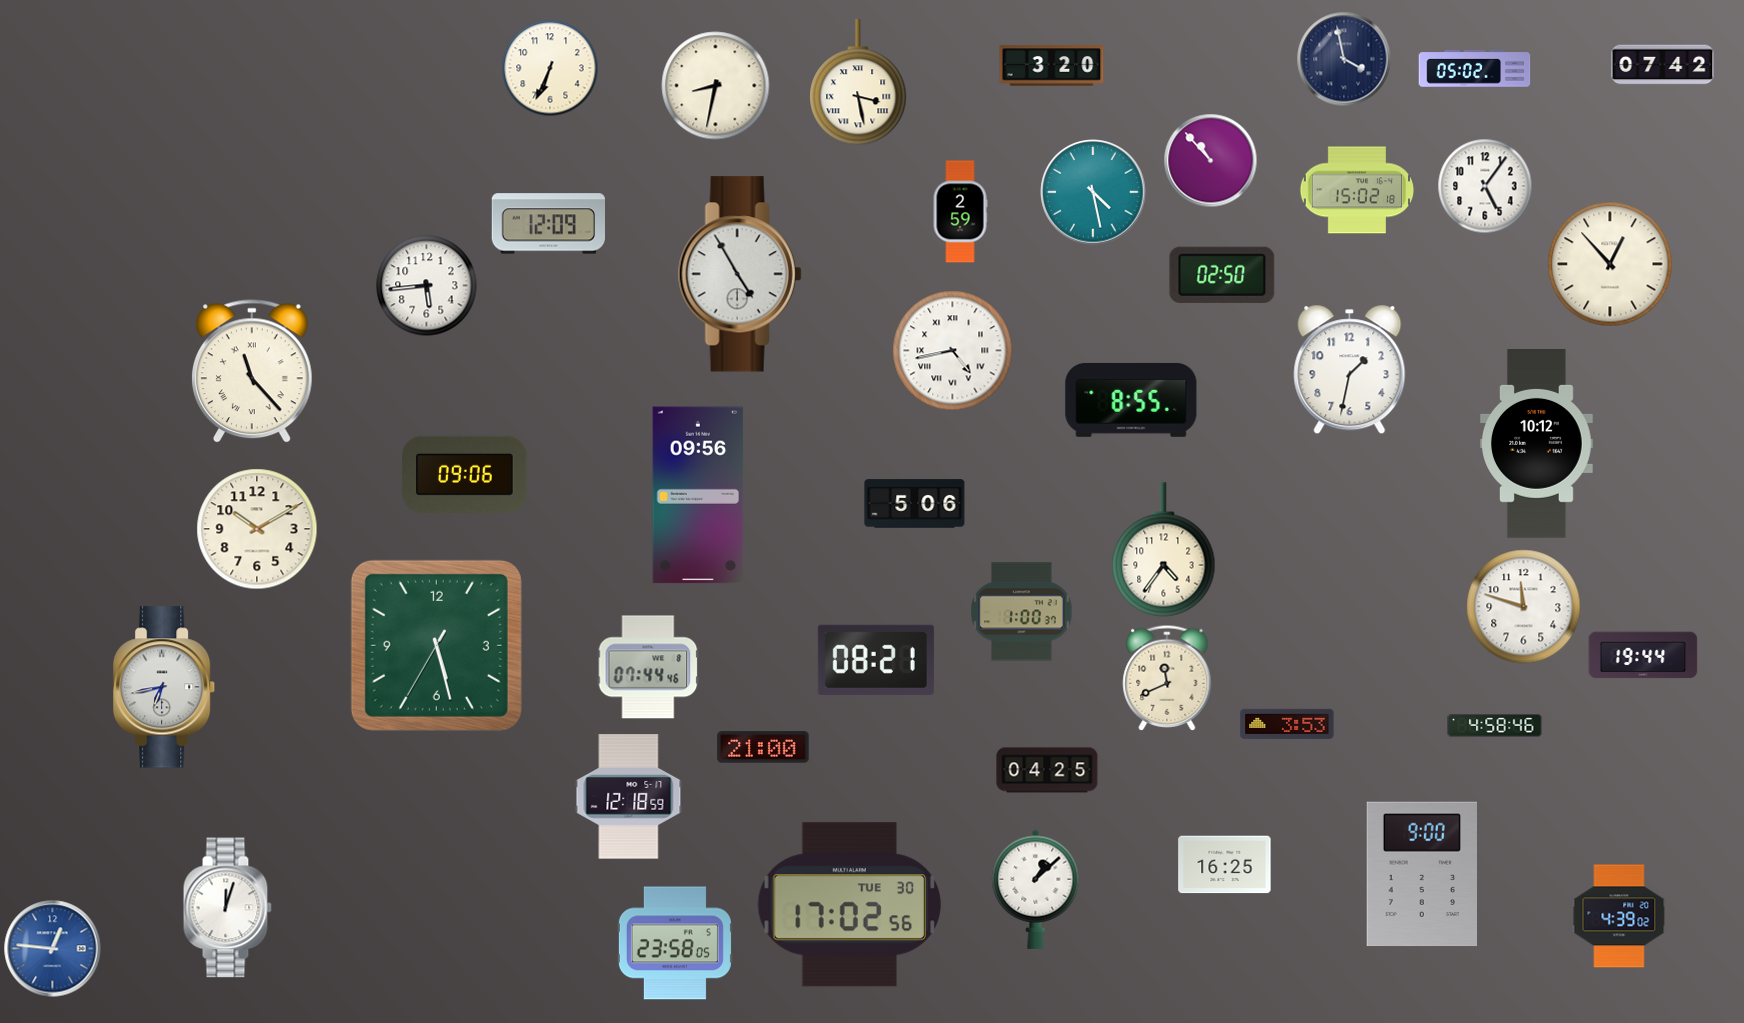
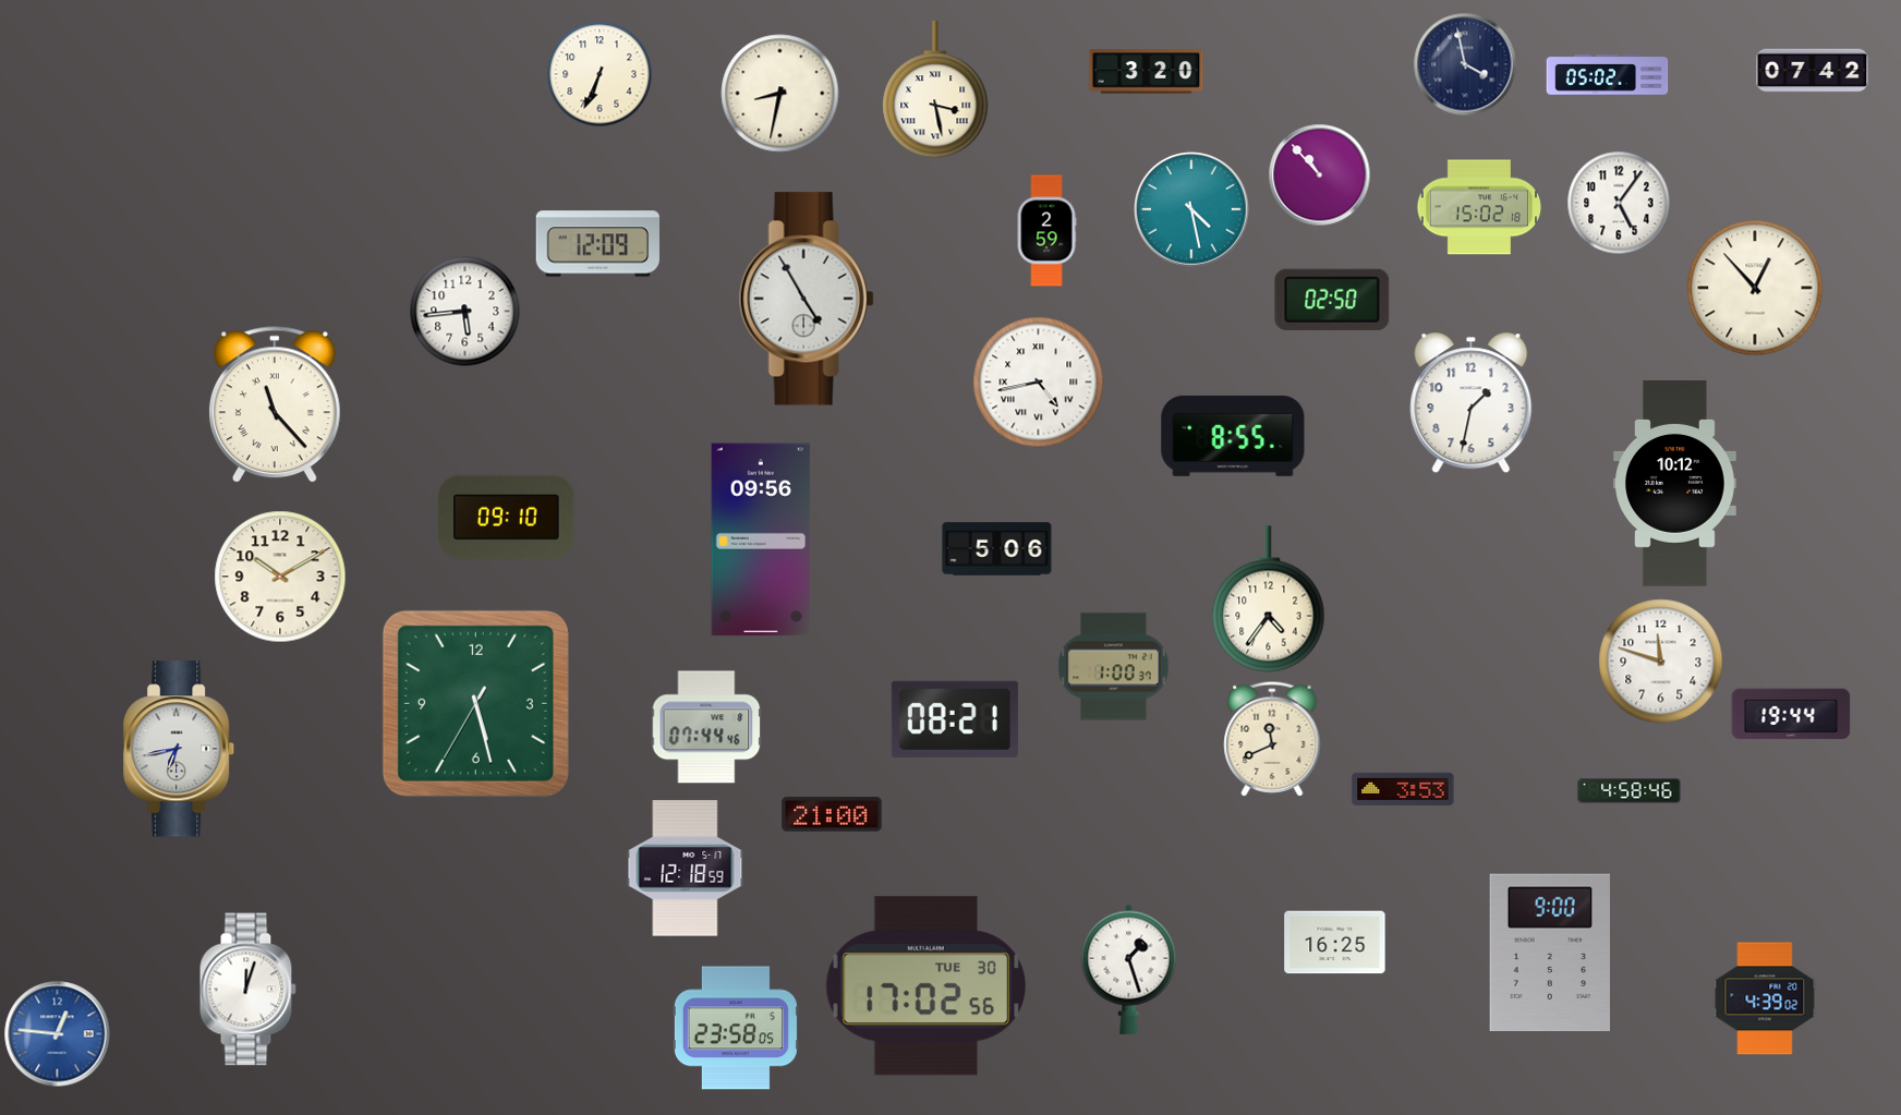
clock at (465, 474): 09:06 -> 09:10
clock at (1047, 770): 04:25 -> none
clock at (1036, 889): 1:08 -> 1:27
